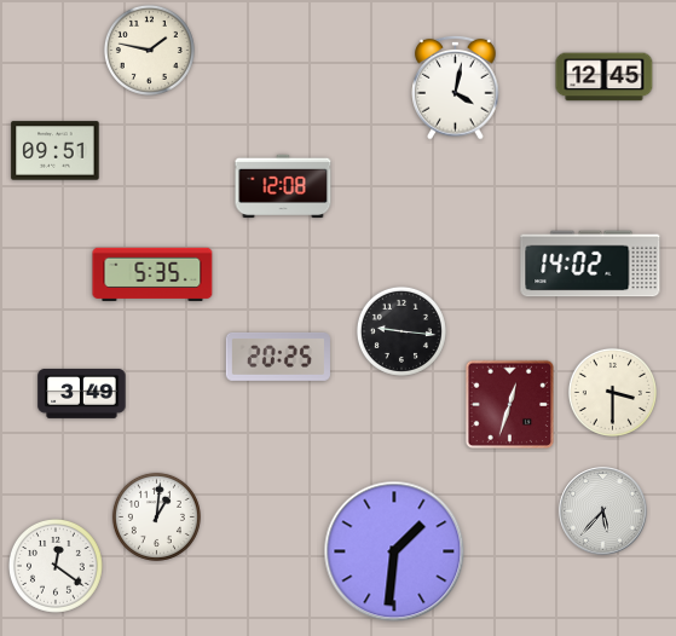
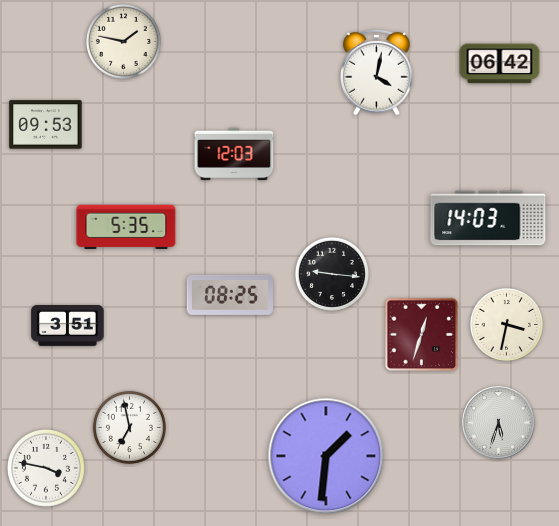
clock at (605, 77): 12:45 -> 06:42
clock at (56, 151): 09:51 -> 09:53
clock at (283, 186): 12:08 -> 12:03
clock at (590, 264): 14:02 -> 14:03
clock at (278, 357): 20:25 -> 08:25
clock at (612, 392): 3:30 -> 3:32
clock at (82, 393): 3:49 -> 3:51
clock at (603, 511): 5:37 -> 5:33
clock at (156, 516): 1:01 -> 6:58
clock at (56, 566): 12:21 -> 3:47
